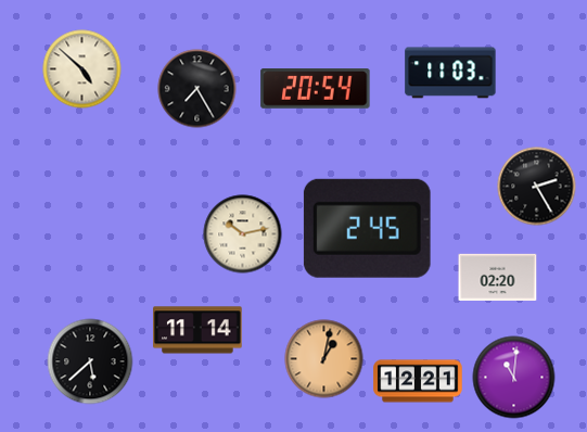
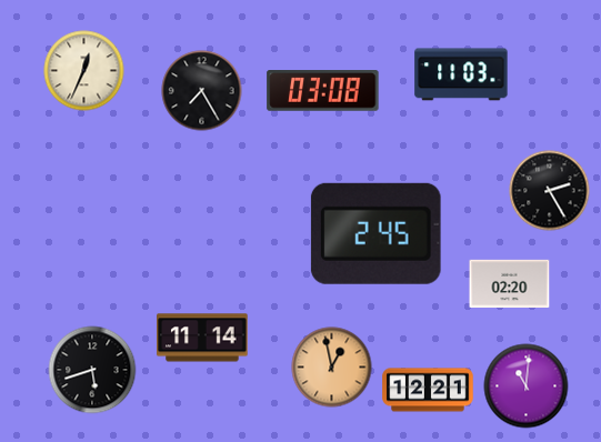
clock at (82, 69): 4:52 -> 12:34
clock at (316, 89): 20:54 -> 03:08
clock at (243, 234): 10:13 -> none
clock at (324, 359): 1:02 -> 12:58
clock at (90, 361): 5:38 -> 5:42
